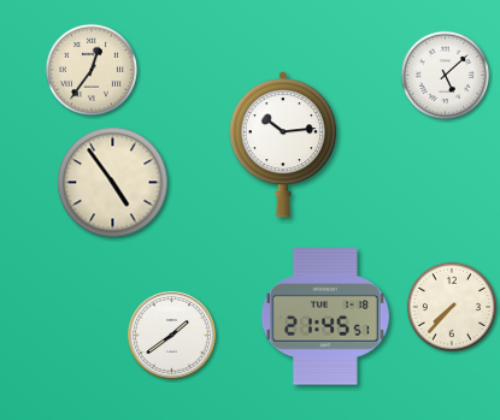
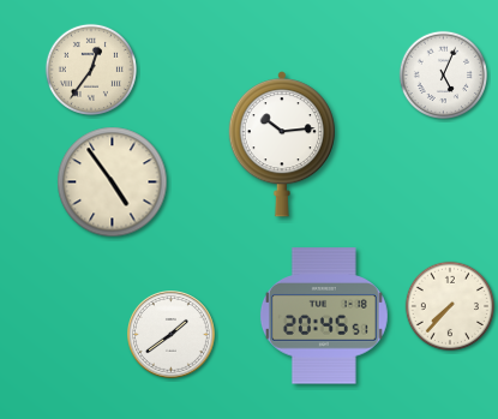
clock at (446, 76): 5:08 -> 5:04
clock at (325, 317): 21:45 -> 20:45
